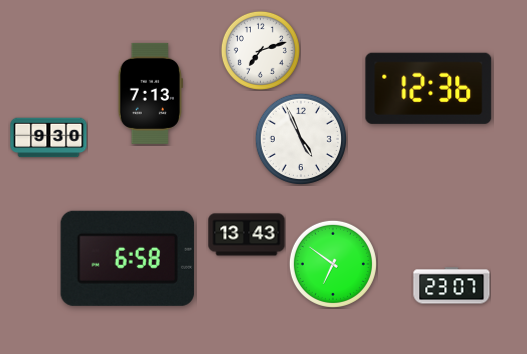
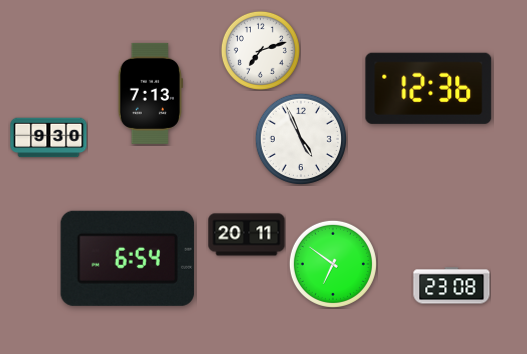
clock at (247, 235): 13:43 -> 20:11
clock at (127, 258): 6:58 -> 6:54
clock at (452, 286): 23:07 -> 23:08
